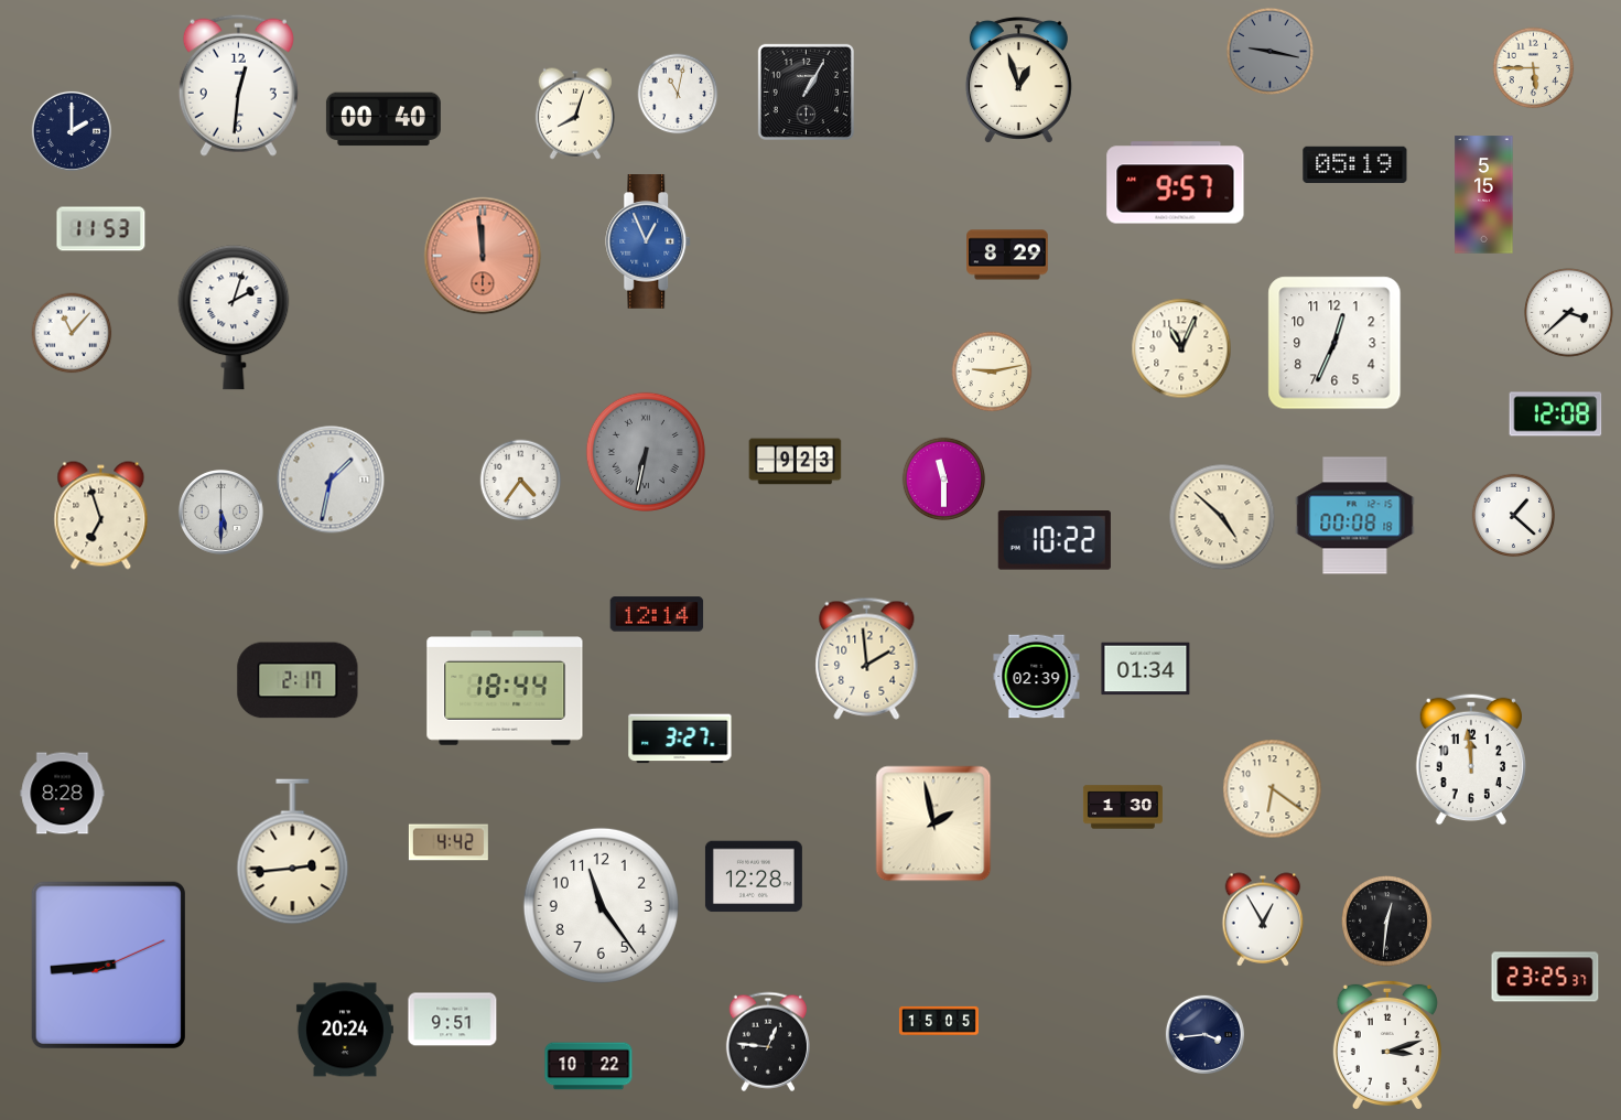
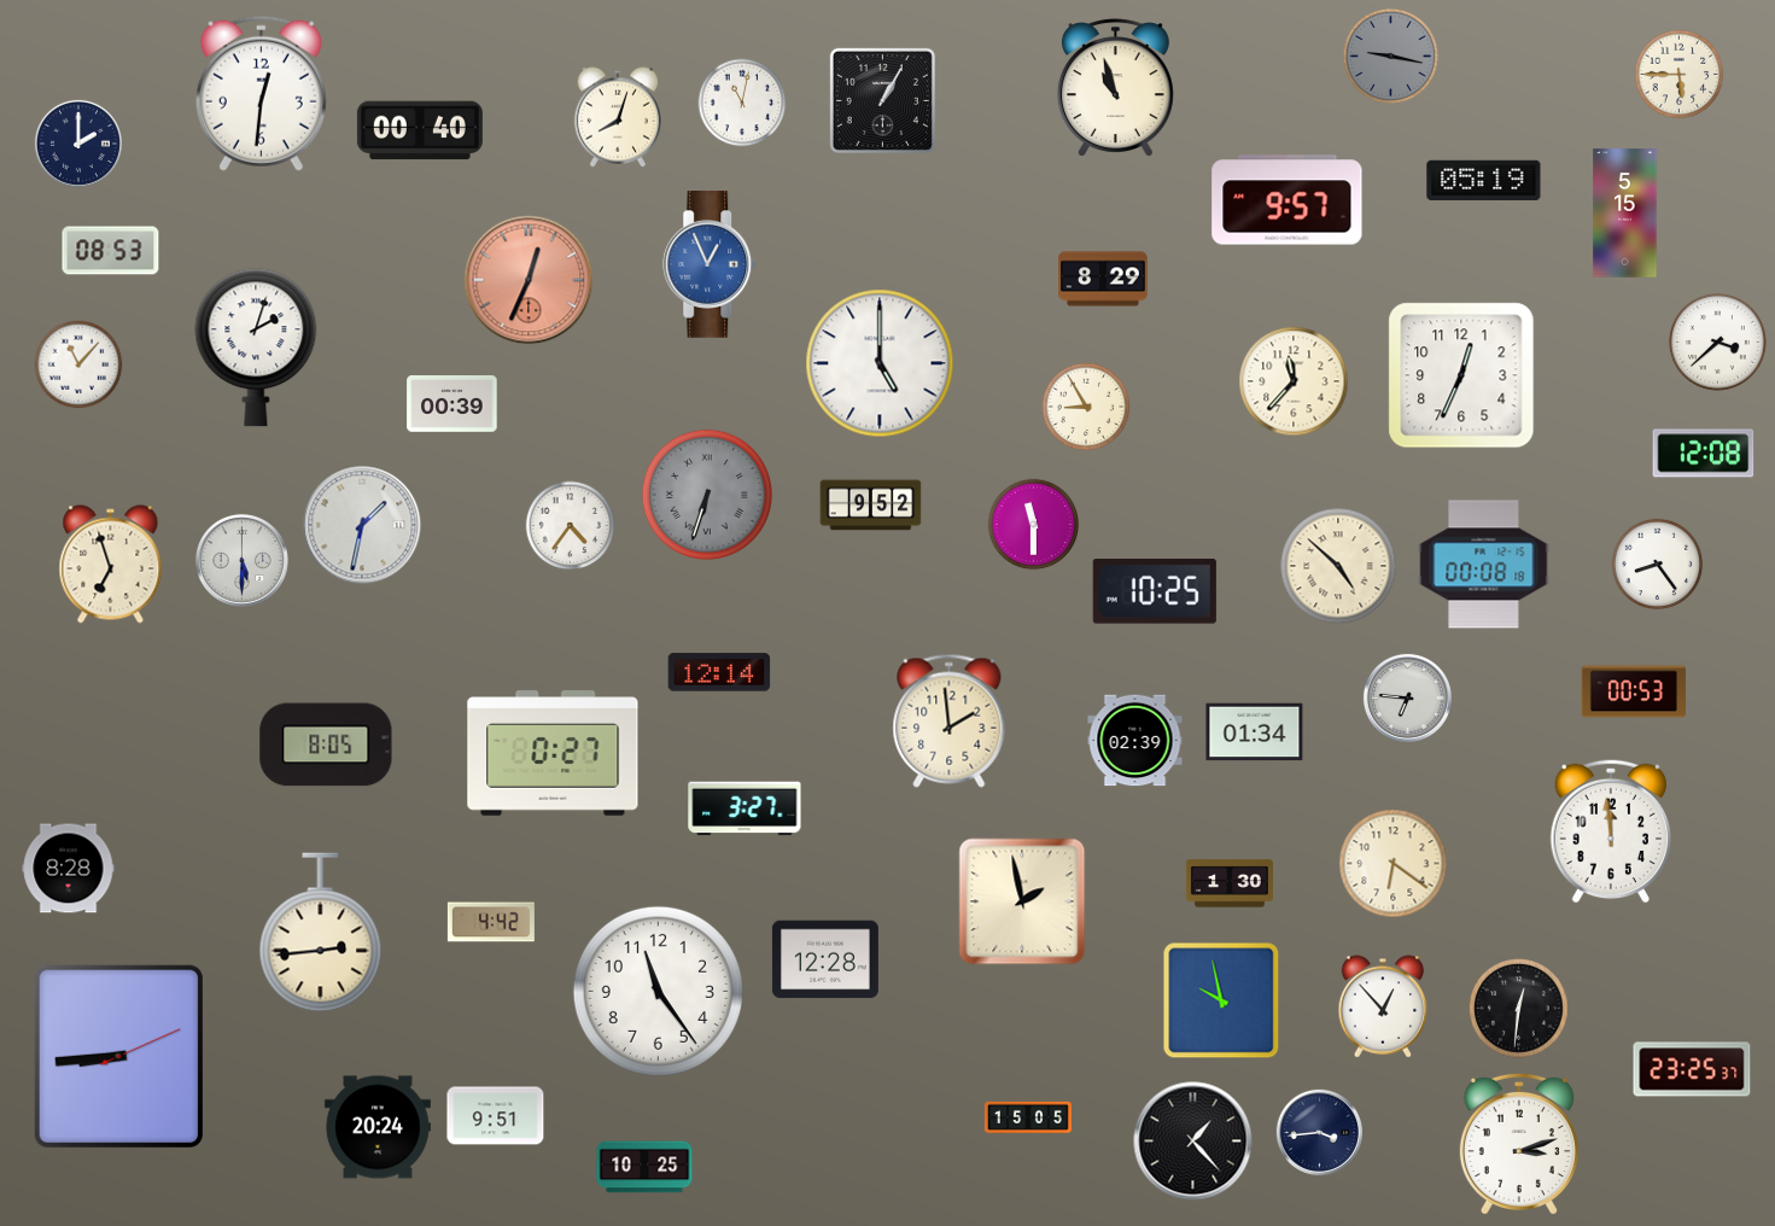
clock at (1018, 80): 12:57 -> 10:57
clock at (575, 114) position: (575, 114) -> (618, 117)
clock at (101, 229): 11:53 -> 08:53
clock at (483, 256): 11:59 -> 12:34
clock at (880, 363): none -> 5:00
clock at (1181, 348): 11:04 -> 11:37
clock at (452, 404): none -> 00:39
clock at (992, 371): 9:13 -> 8:55
clock at (646, 452): 6:32 -> 6:33
clock at (796, 462): 9:23 -> 9:52
clock at (1514, 516): 1:22 -> 8:24
clock at (1055, 541): 10:22 -> 10:25
clock at (1633, 691): none -> 00:53
clock at (1407, 697): none -> 6:46
clock at (298, 680): 2:17 -> 8:05
clock at (505, 688): 18:44 -> 0:27
clock at (1221, 1000): none -> 9:58
clock at (1263, 919): 12:55 -> 12:53
clock at (768, 1042): 12:46 -> none
clock at (1193, 1142): none -> 1:23
clock at (588, 1066): 10:22 -> 10:25
